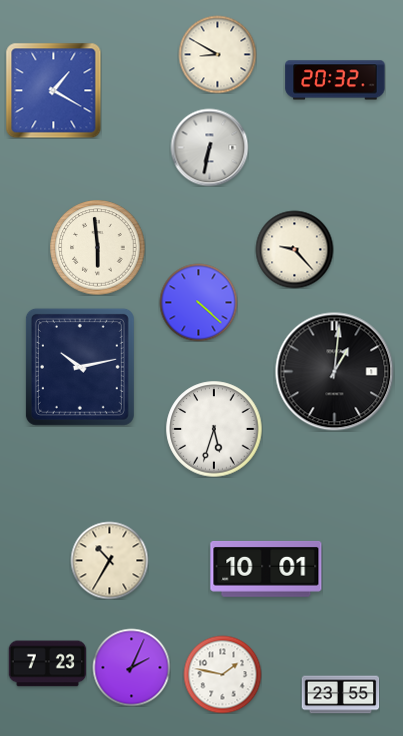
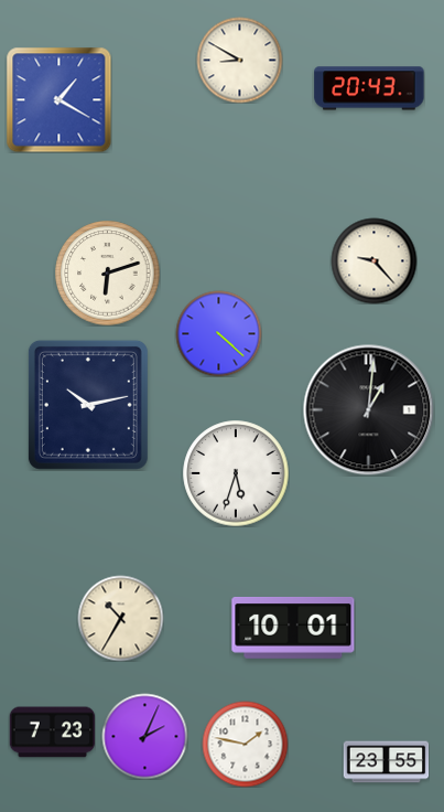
clock at (335, 80): 20:32 -> 20:43
clock at (209, 147): 6:32 -> none
clock at (97, 247): 5:59 -> 6:12
clock at (294, 249) position: (294, 249) -> (373, 260)
clock at (340, 695) position: (340, 695) -> (386, 762)
